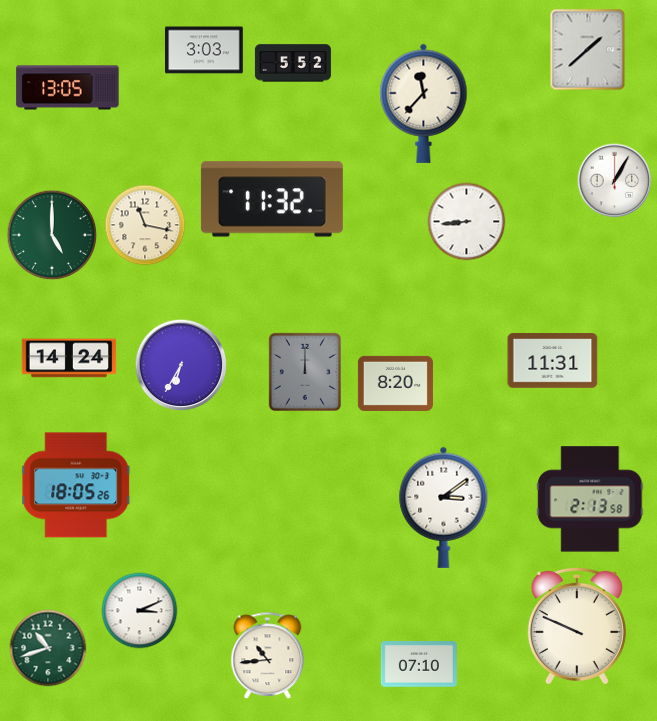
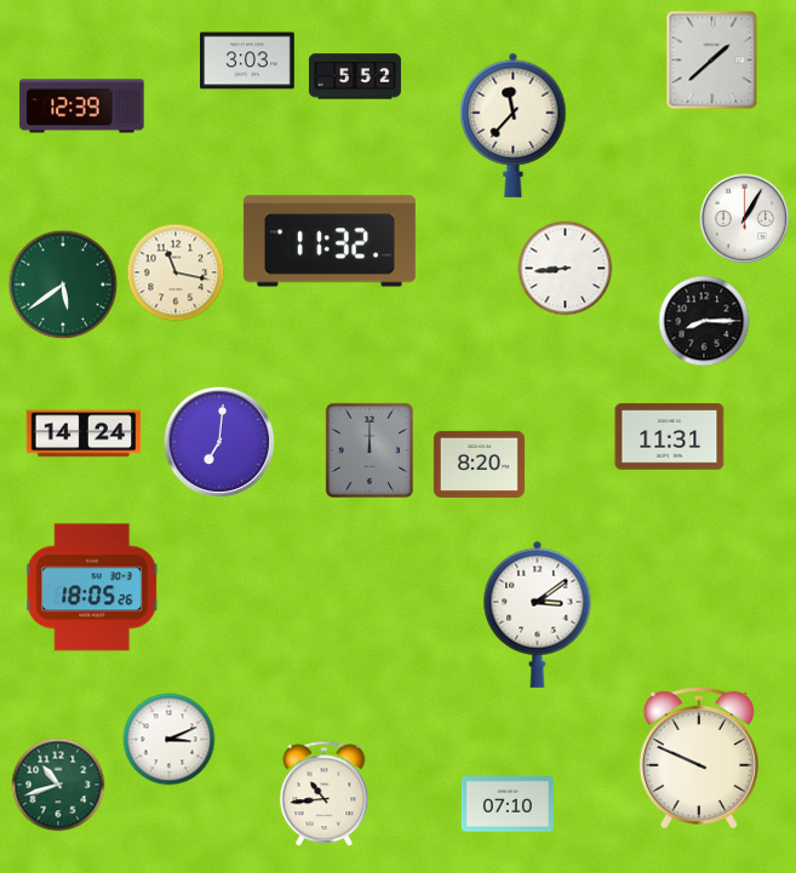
clock at (68, 88): 13:05 -> 12:39
clock at (52, 235): 5:00 -> 5:39
clock at (704, 321): none -> 8:15
clock at (181, 365): 6:35 -> 7:01
clock at (590, 499): 2:13 -> none
